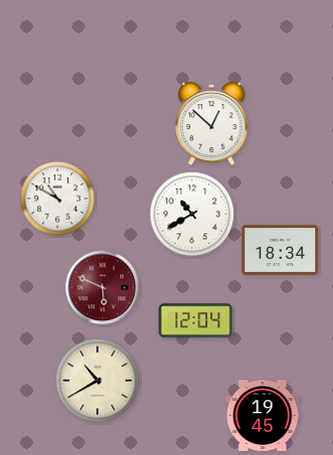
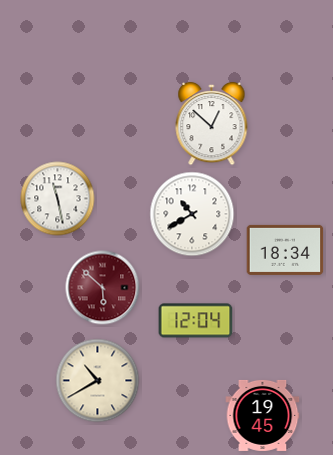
clock at (58, 199): 10:50 -> 11:28
clock at (280, 250) position: (280, 250) -> (285, 250)
clock at (103, 288): 5:49 -> 5:52
